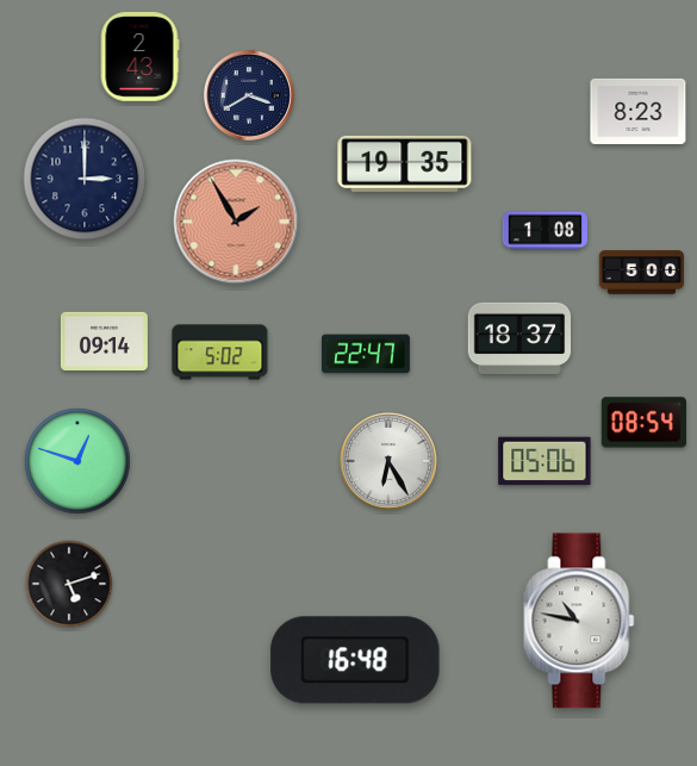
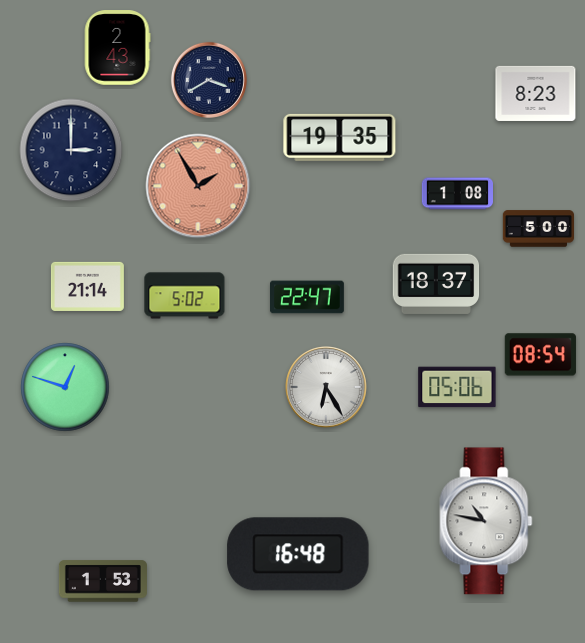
clock at (104, 341): 09:14 -> 21:14
clock at (69, 584): 5:12 -> none
clock at (103, 581): none -> 1:53
